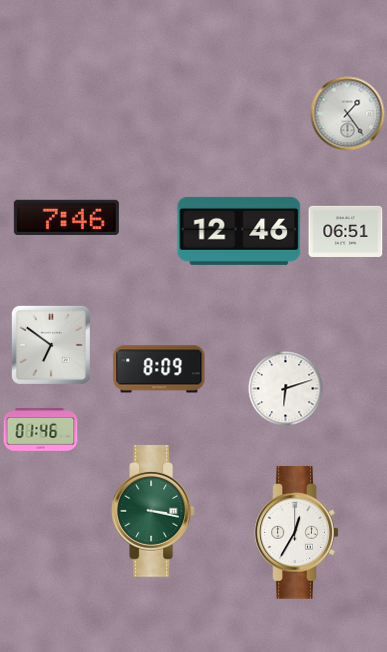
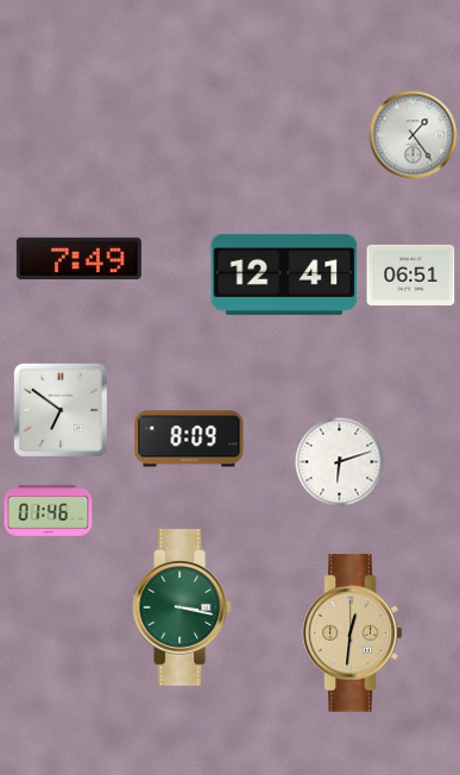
clock at (66, 217): 7:46 -> 7:49
clock at (239, 231): 12:46 -> 12:41
clock at (297, 533): 12:35 -> 12:31
clock at (297, 533) dial: white -> champagne
